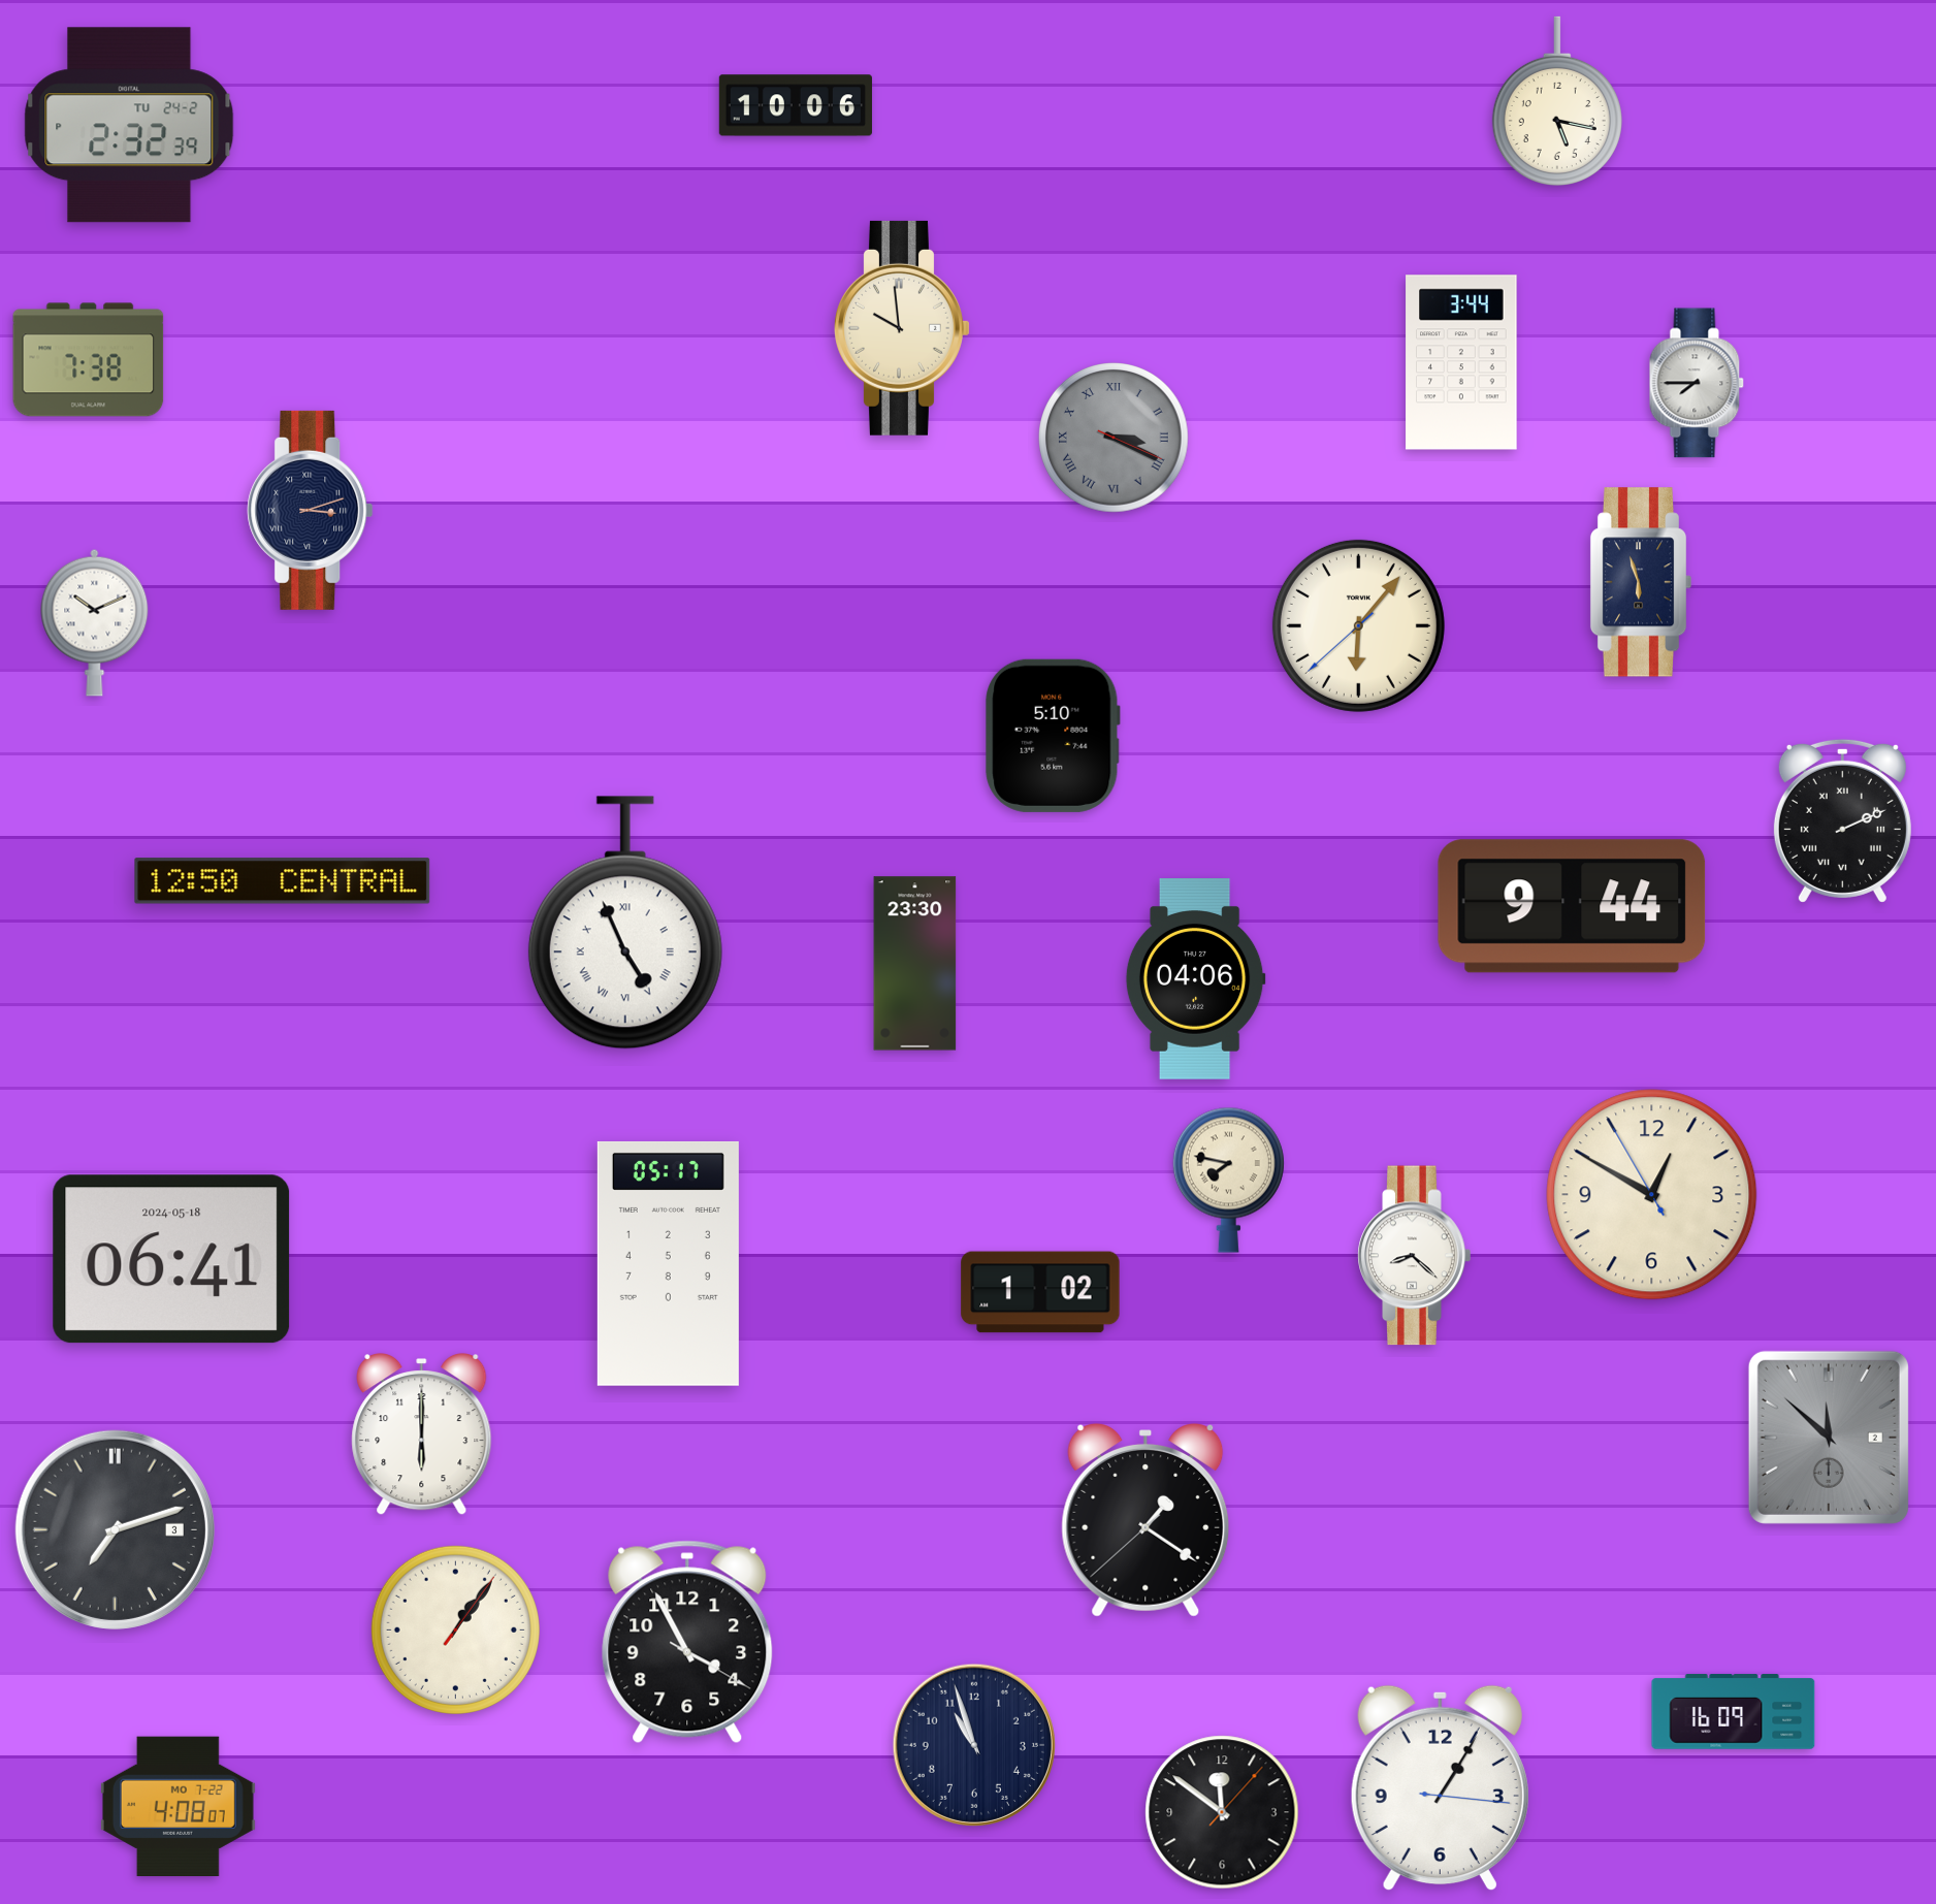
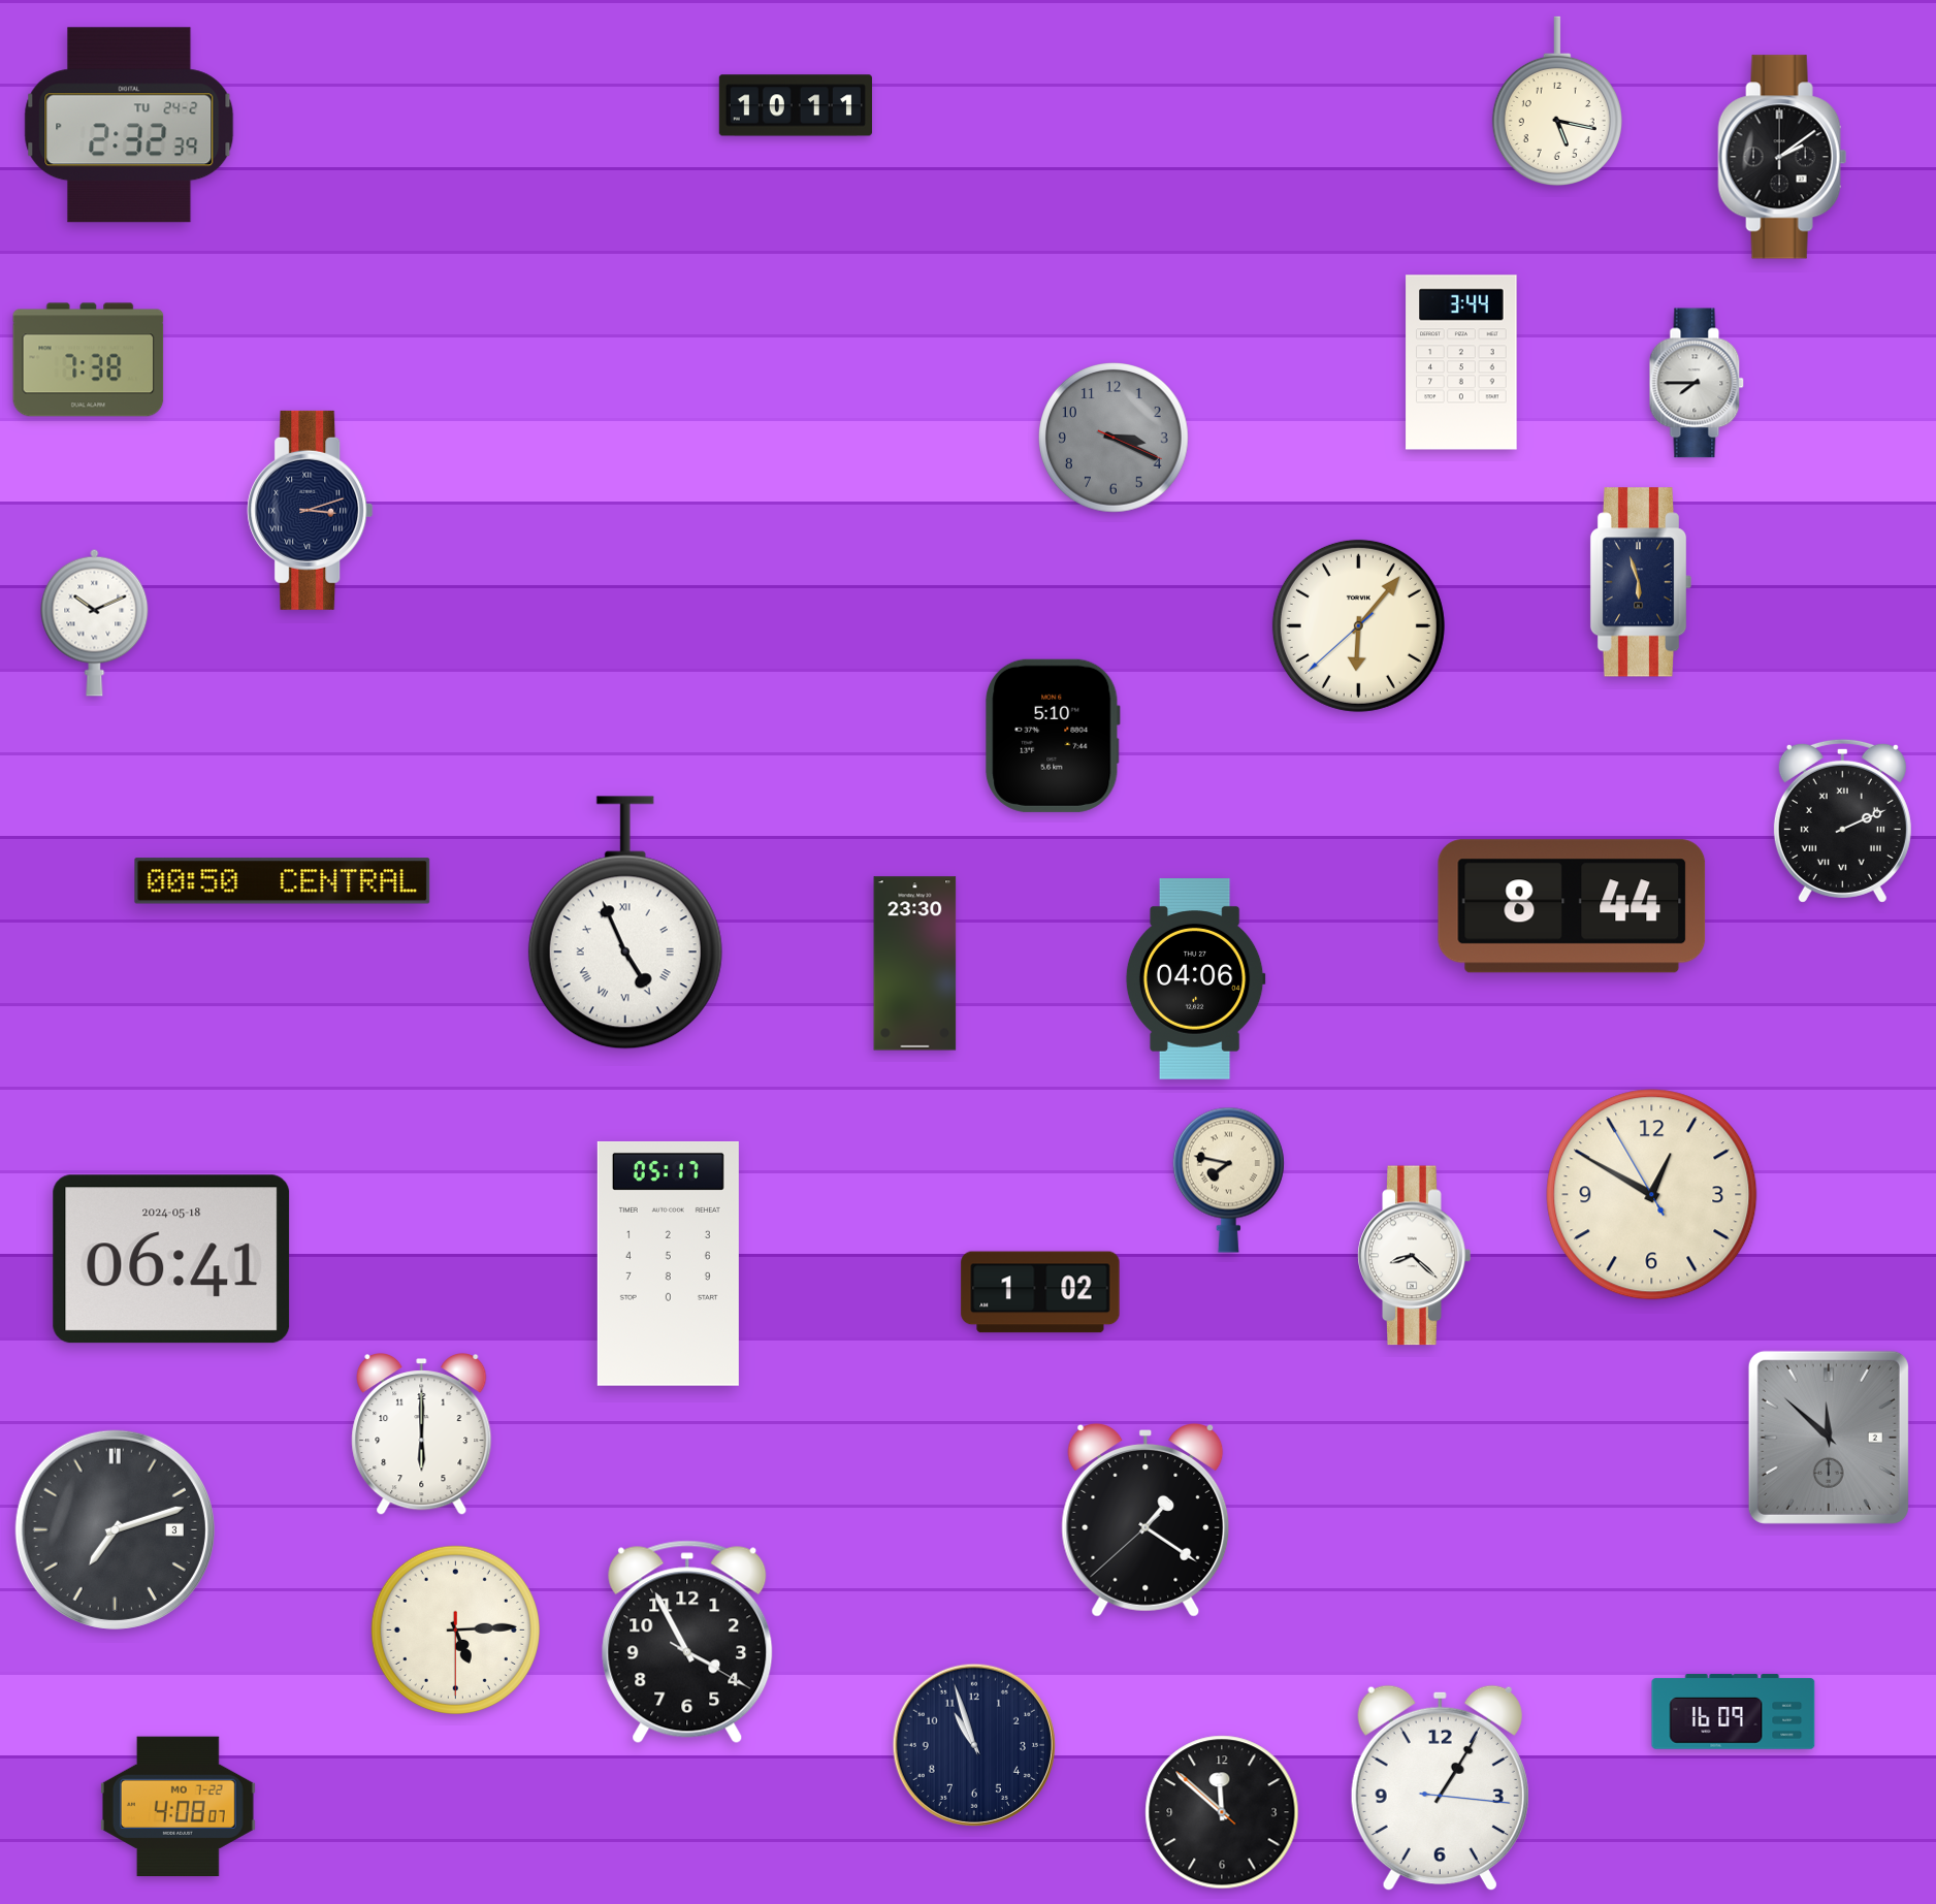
clock at (796, 105): 10:06 -> 10:11
clock at (1782, 157): none -> 2:09
clock at (902, 328): 9:59 -> none
clock at (1115, 439) numerals: Roman -> Arabic
clock at (283, 881): 12:50 -> 00:50
clock at (1572, 906): 9:44 -> 8:44
clock at (455, 1629): 1:06 -> 5:14
clock at (1222, 1812): 11:51:07 -> 11:51:52
